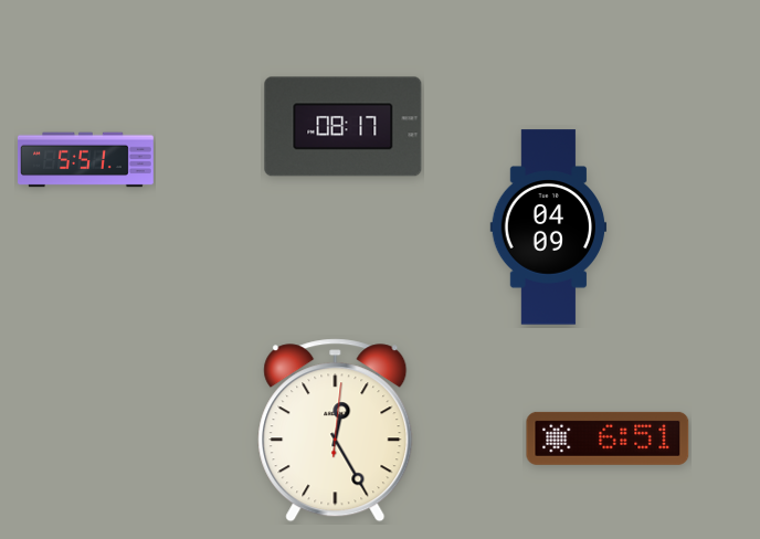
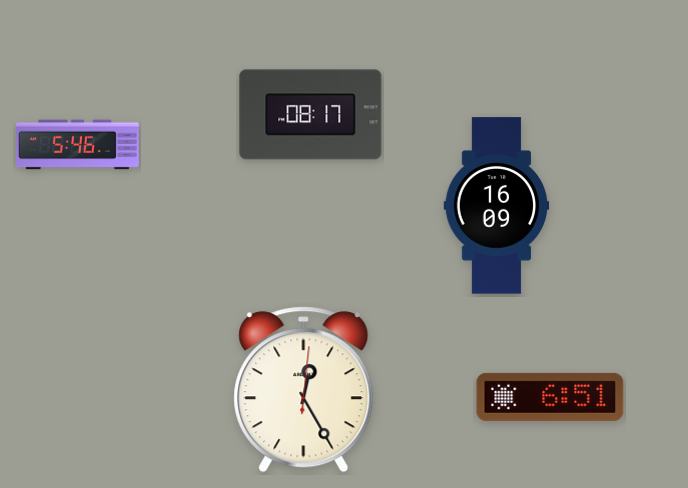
clock at (86, 160): 5:51 -> 5:46
clock at (549, 228): 04:09 -> 16:09
